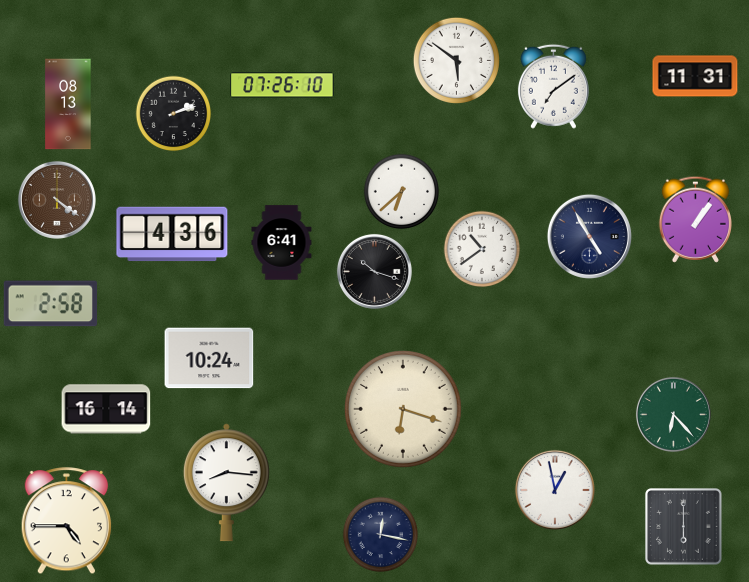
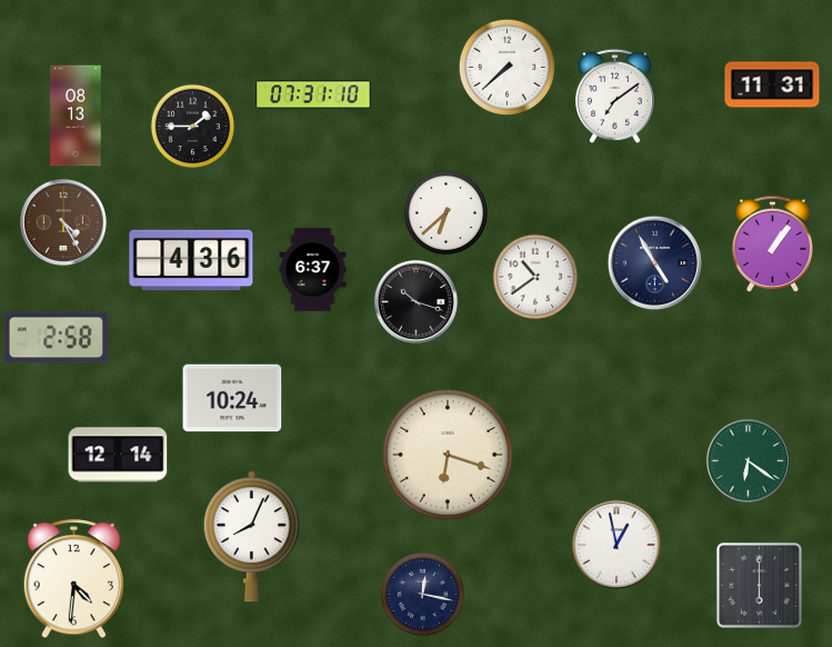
clock at (456, 60): 5:51 -> 7:38
clock at (282, 85): 07:26 -> 07:31
clock at (174, 114): 2:12 -> 1:45
clock at (57, 200): 4:21 -> 4:25
clock at (282, 243): 6:41 -> 6:37
clock at (106, 409): 16:14 -> 12:14
clock at (673, 414): 6:23 -> 6:21
clock at (226, 483): 8:16 -> 8:04
clock at (66, 521): 4:45 -> 4:31
